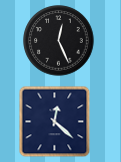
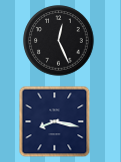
clock at (55, 122): 12:22 -> 8:17
